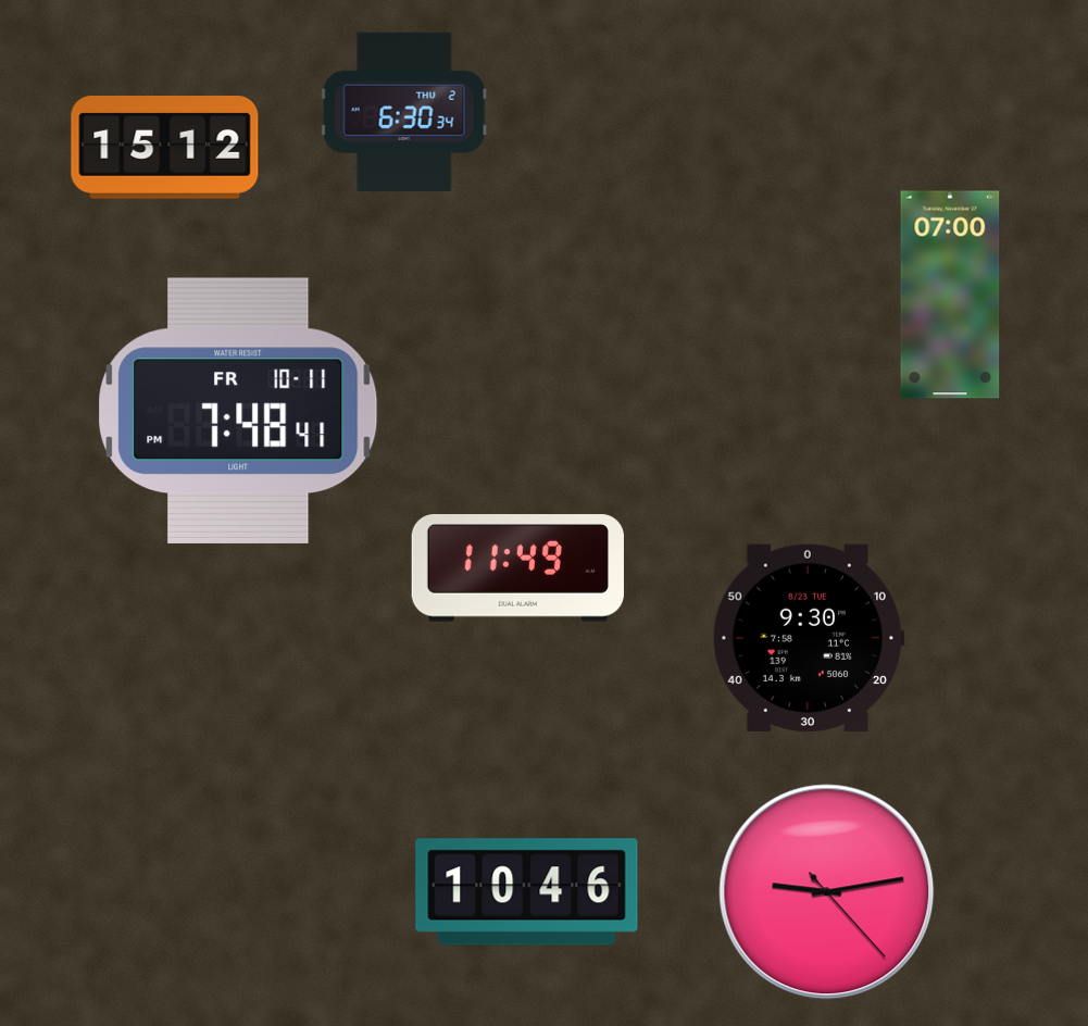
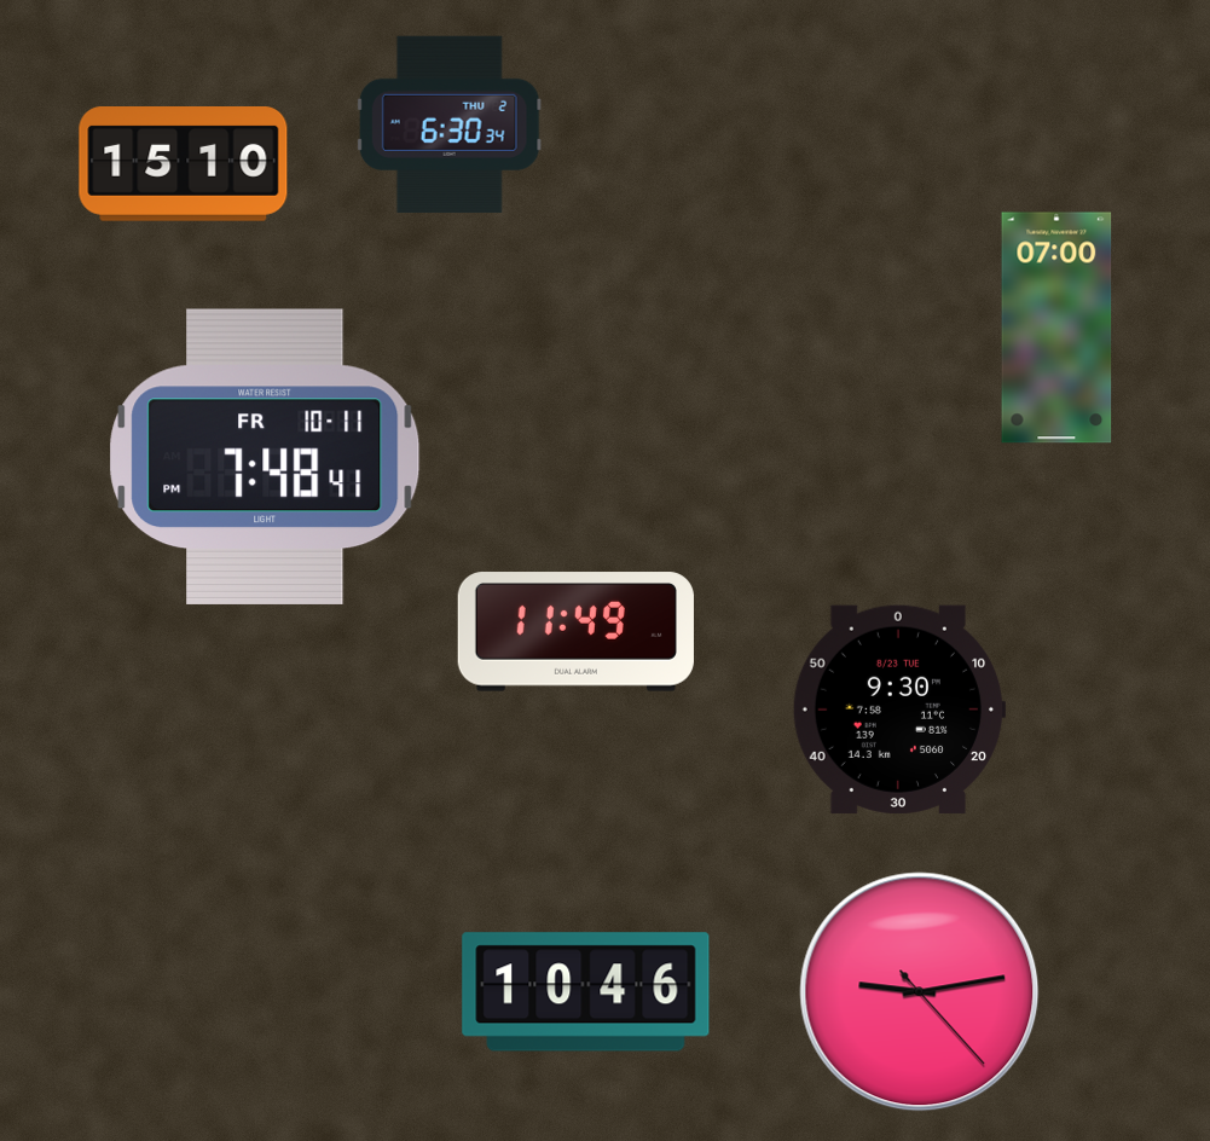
clock at (165, 148): 15:12 -> 15:10
